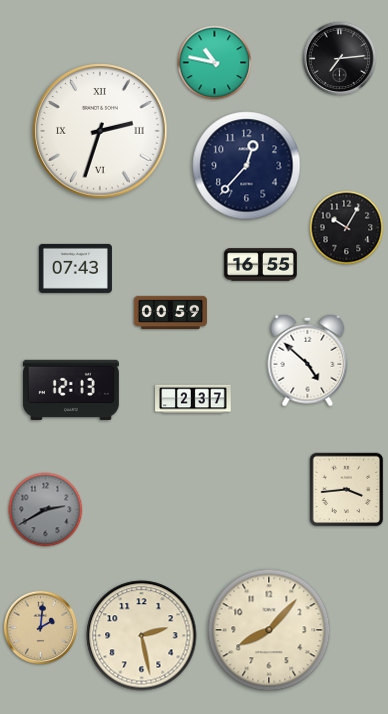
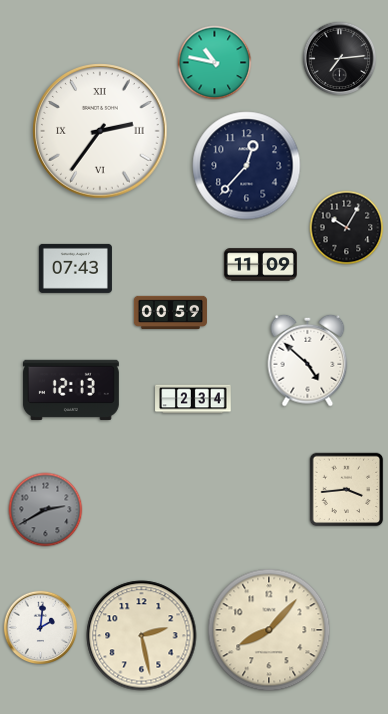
clock at (100, 131): 2:33 -> 2:36
clock at (260, 265): 16:55 -> 11:09
clock at (193, 399): 2:37 -> 2:34
clock at (41, 628) dial: champagne -> white
